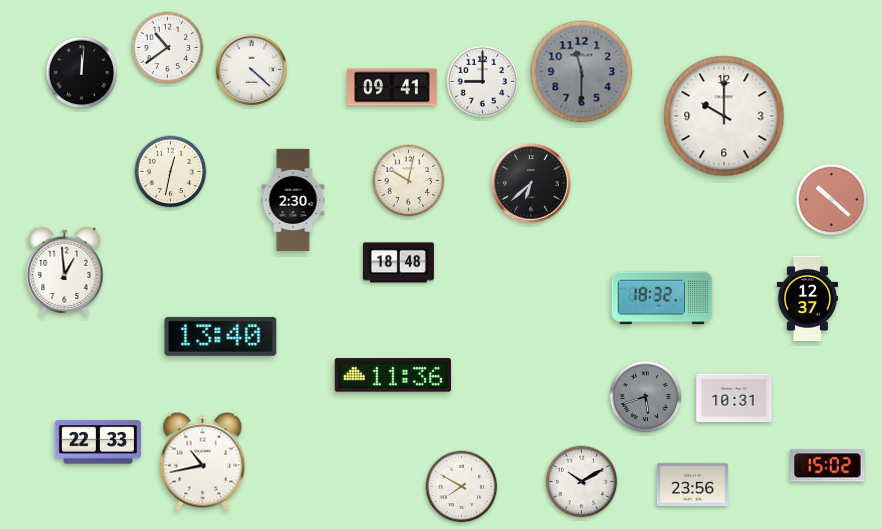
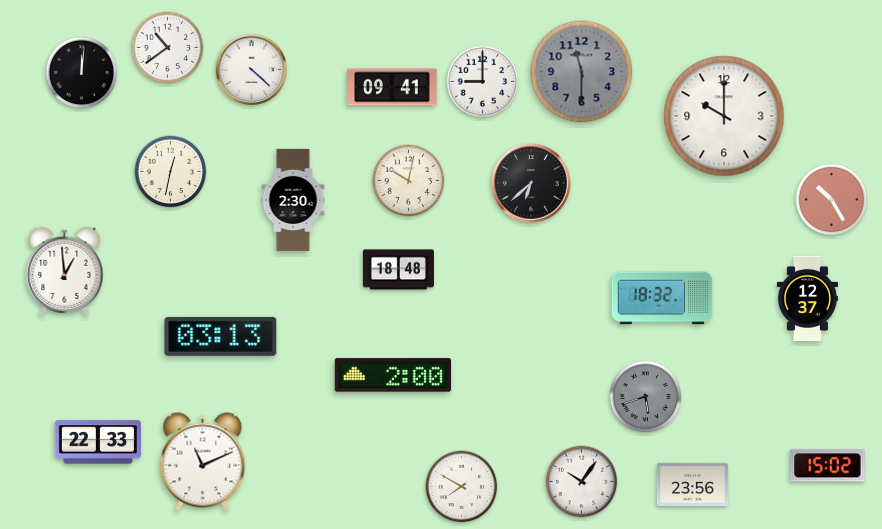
clock at (832, 200): 10:22 -> 10:25
clock at (398, 263) position: (398, 263) -> (398, 270)
clock at (221, 336): 13:40 -> 03:13
clock at (393, 375): 11:36 -> 2:00
clock at (734, 398): 10:31 -> none
clock at (203, 462): 10:43 -> 11:11
clock at (582, 482): 10:10 -> 10:06
